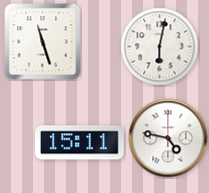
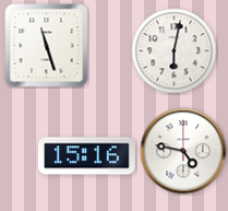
clock at (80, 143): 15:11 -> 15:16
